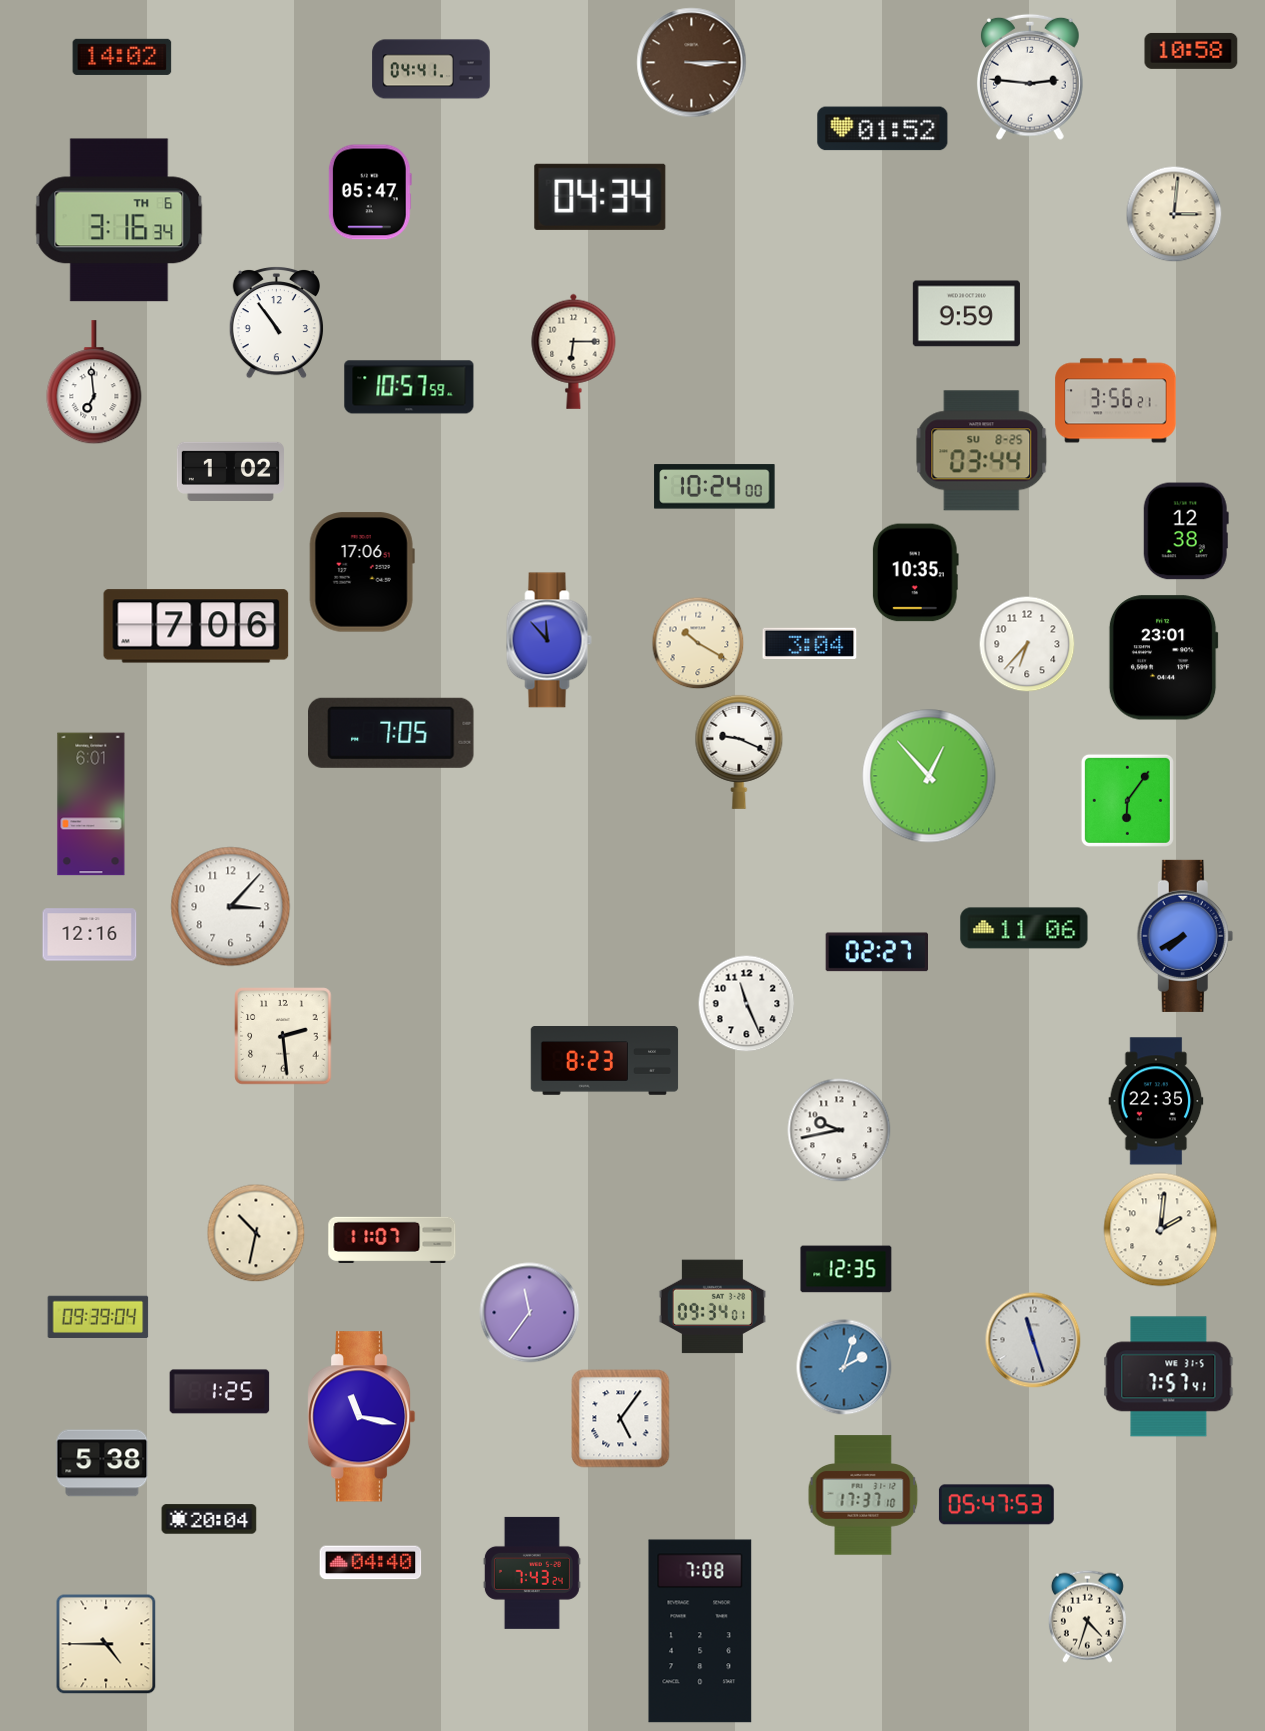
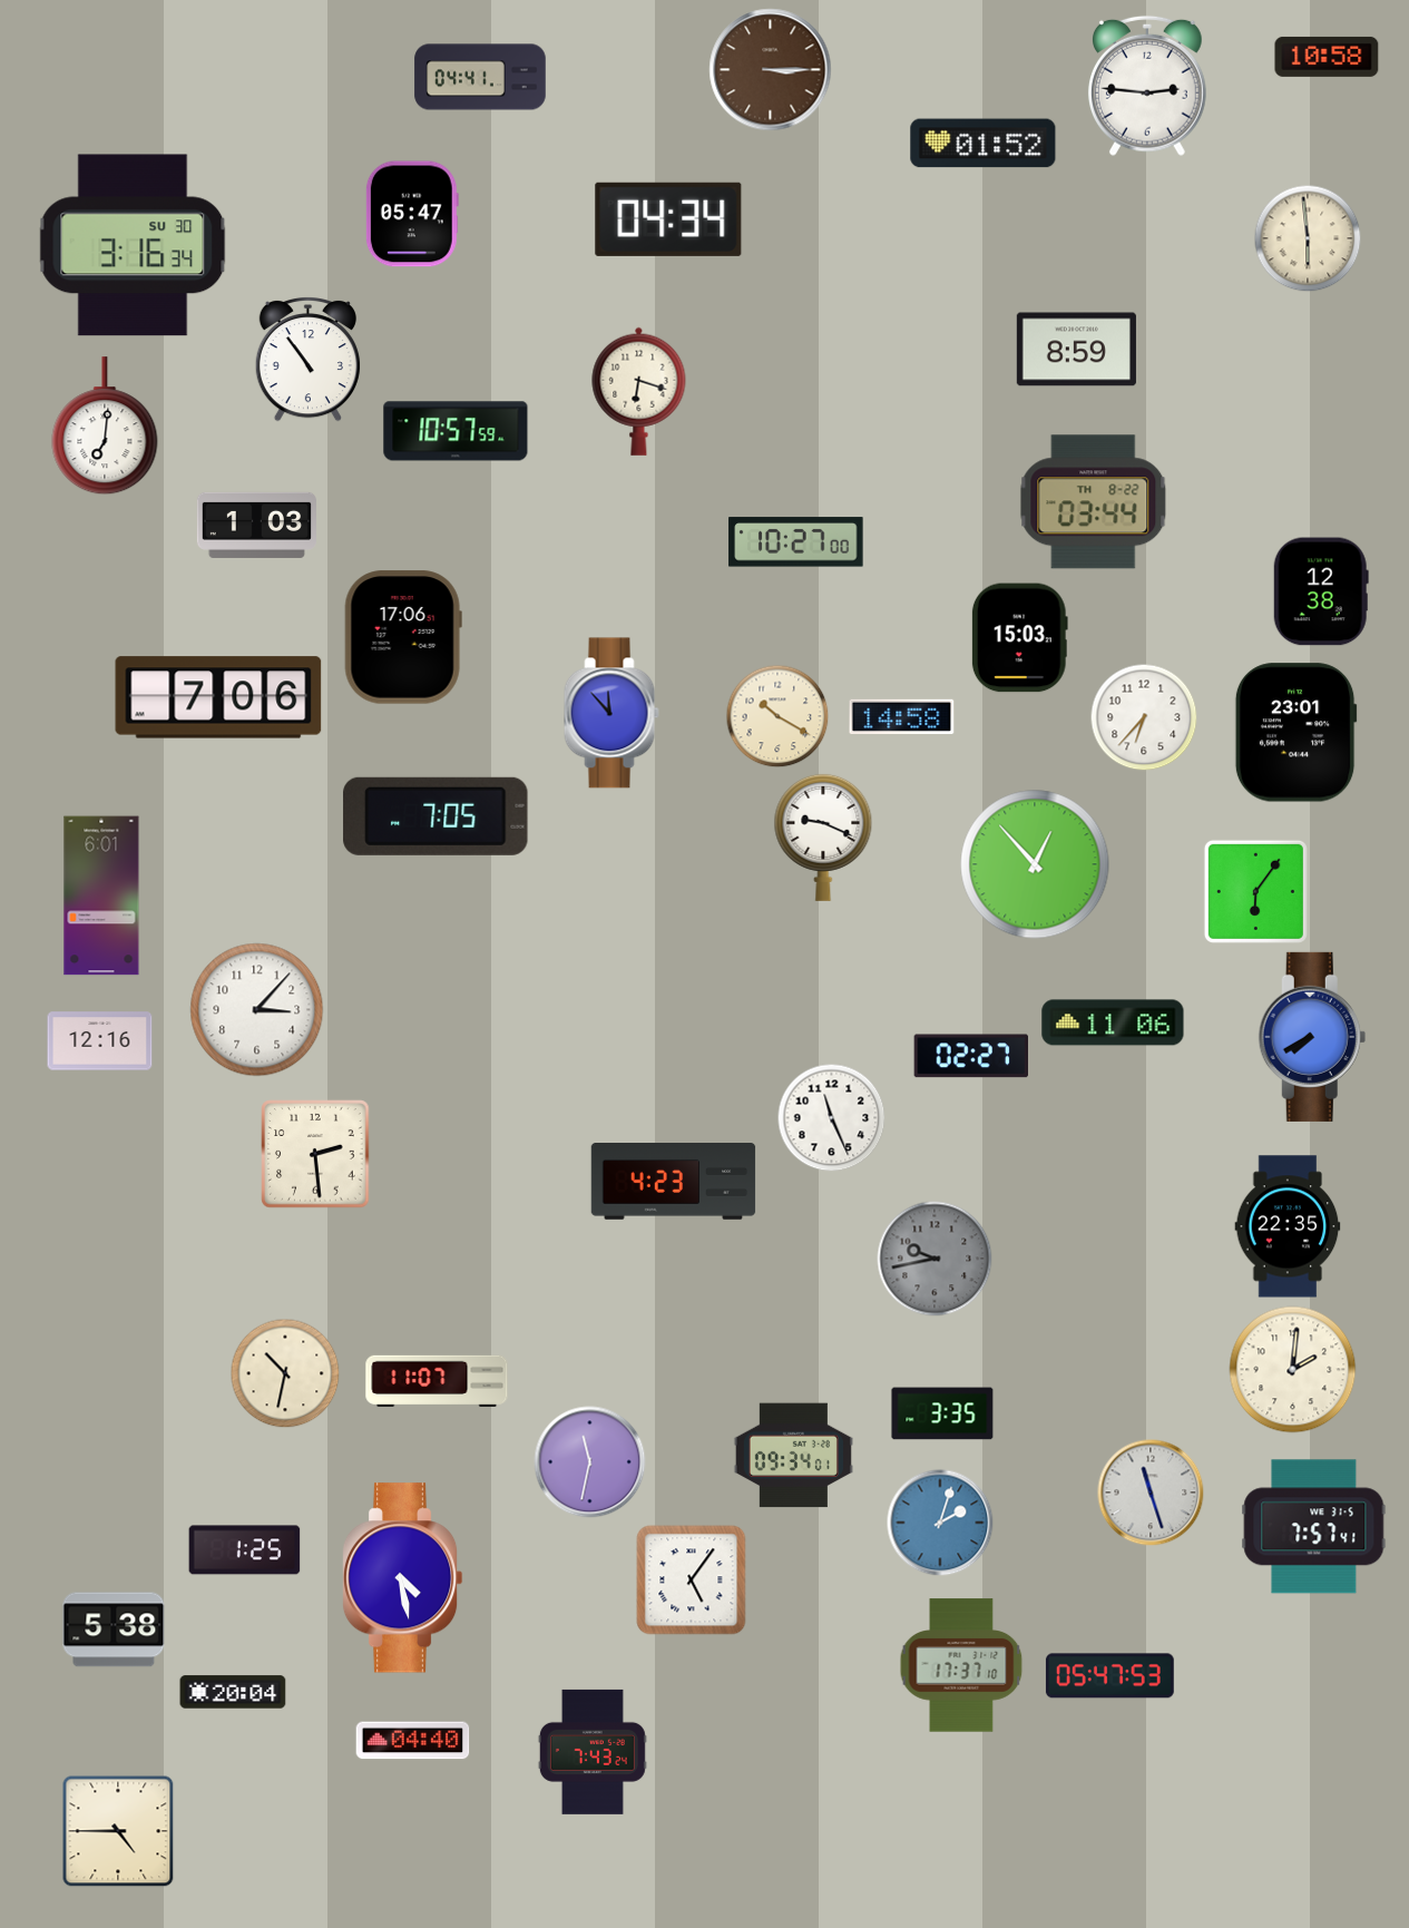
clock at (122, 57): 14:02 -> none
clock at (1174, 214): 3:01 -> 5:59
clock at (119, 220) date: TH 6 -> SU 30
clock at (966, 314): 9:59 -> 8:59
clock at (574, 351): 6:15 -> 6:18
clock at (94, 383): 6:59 -> 7:01
clock at (1116, 401): 3:56 -> none
clock at (982, 451) date: SU 8-25 -> TH 8-22
clock at (230, 471): 1:02 -> 1:03
clock at (715, 487): 10:24 -> 10:27
clock at (915, 573): 10:35 -> 15:03
clock at (810, 644): 3:04 -> 14:58
clock at (1024, 928) position: (1024, 928) -> (1113, 1022)
clock at (1185, 936) position: (1185, 936) -> (1312, 1037)
clock at (876, 952) position: (876, 952) -> (970, 1056)
clock at (605, 1061): 8:23 -> 4:23
clock at (839, 1130) dial: white -> grey
clock at (846, 1269): 12:35 -> 3:35
clock at (530, 1313): 11:36 -> 11:32
clock at (98, 1316): 09:39 -> none
clock at (1169, 1377) position: (1169, 1377) -> (1314, 1527)
clock at (361, 1417): 11:17 -> 4:28
clock at (1087, 1616): 4:33 -> none
clock at (700, 1631): 7:08 -> none
